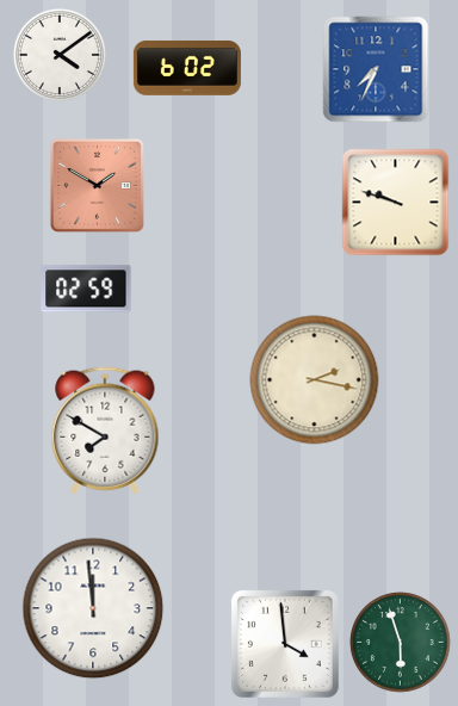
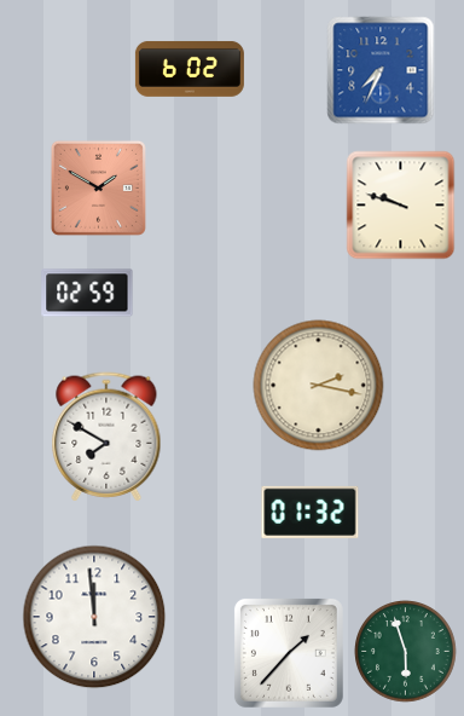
clock at (60, 55): 4:09 -> none
clock at (311, 512): none -> 01:32
clock at (285, 644): 3:59 -> 1:37
